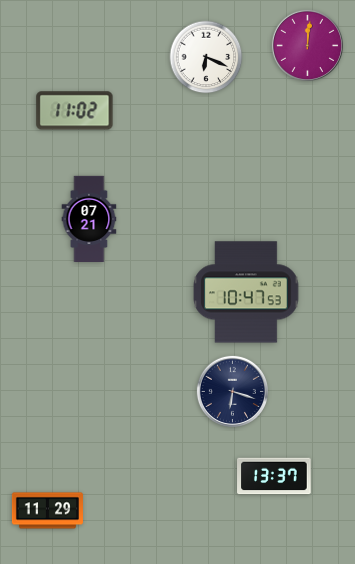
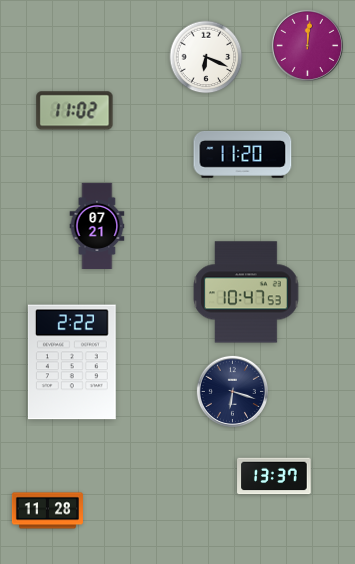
clock at (243, 154): none -> 11:20
clock at (89, 218) position: (89, 218) -> (97, 225)
clock at (72, 362): none -> 2:22
clock at (47, 511): 11:29 -> 11:28
